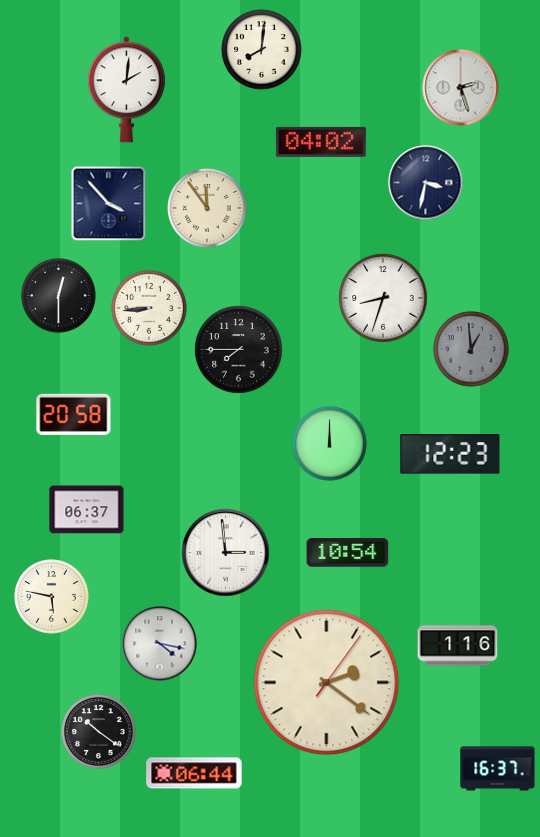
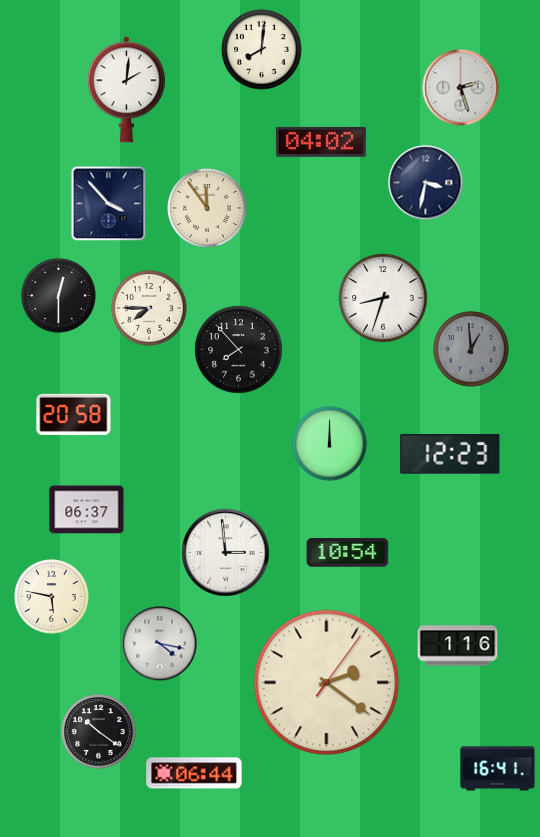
clock at (149, 308): 8:44 -> 7:45
clock at (239, 350): 7:45 -> 7:53
clock at (498, 769): 16:37 -> 16:41
